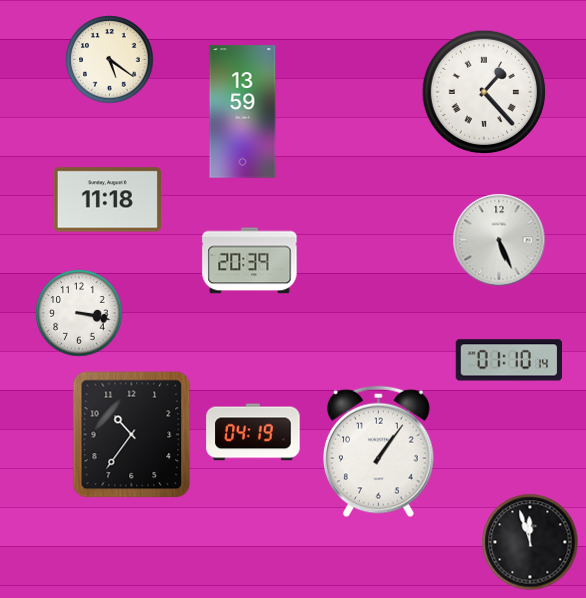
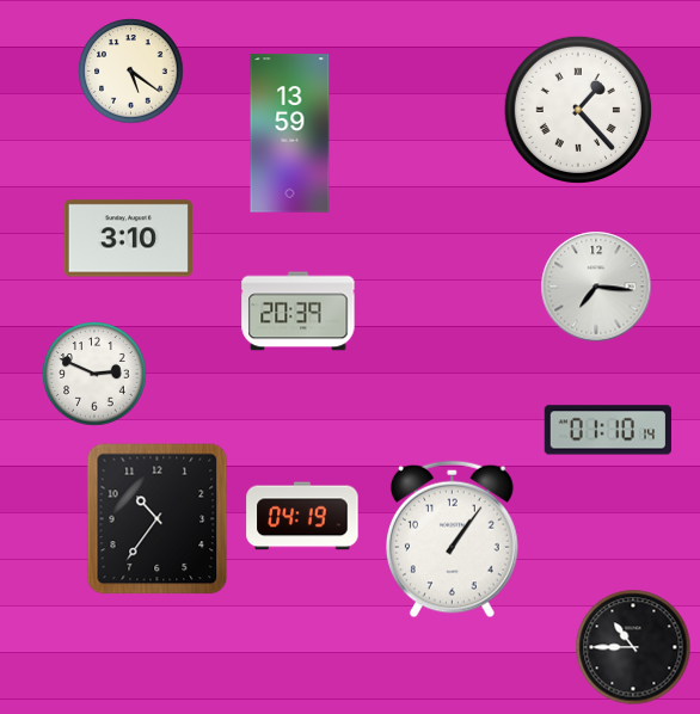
clock at (107, 200): 11:18 -> 3:10
clock at (499, 240): 5:26 -> 7:16
clock at (79, 313): 3:17 -> 2:49
clock at (530, 542): 11:57 -> 10:45
